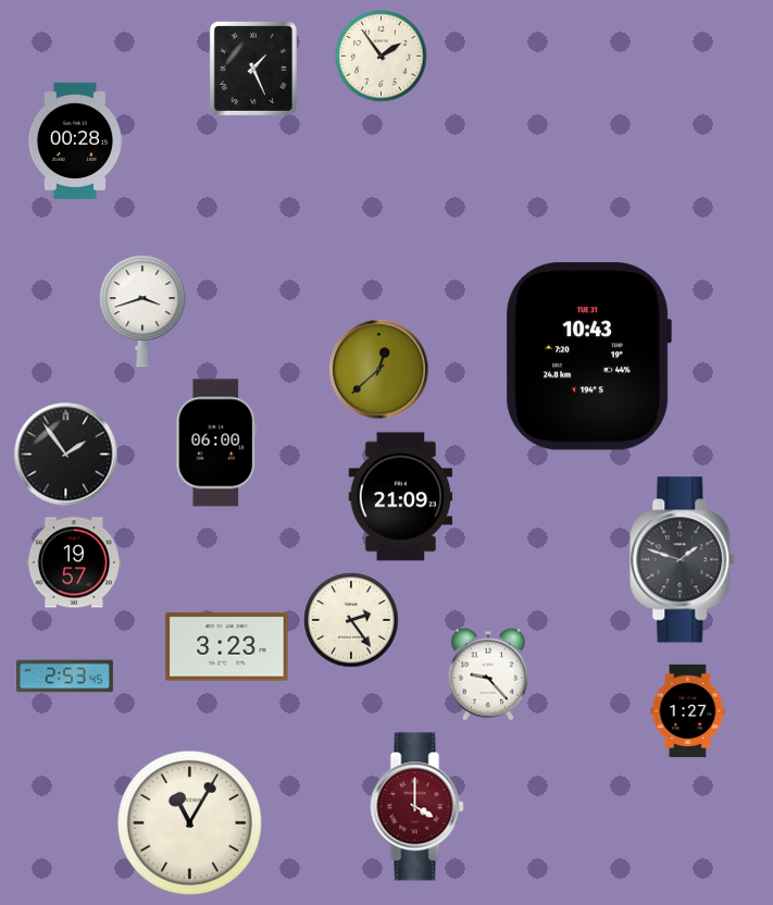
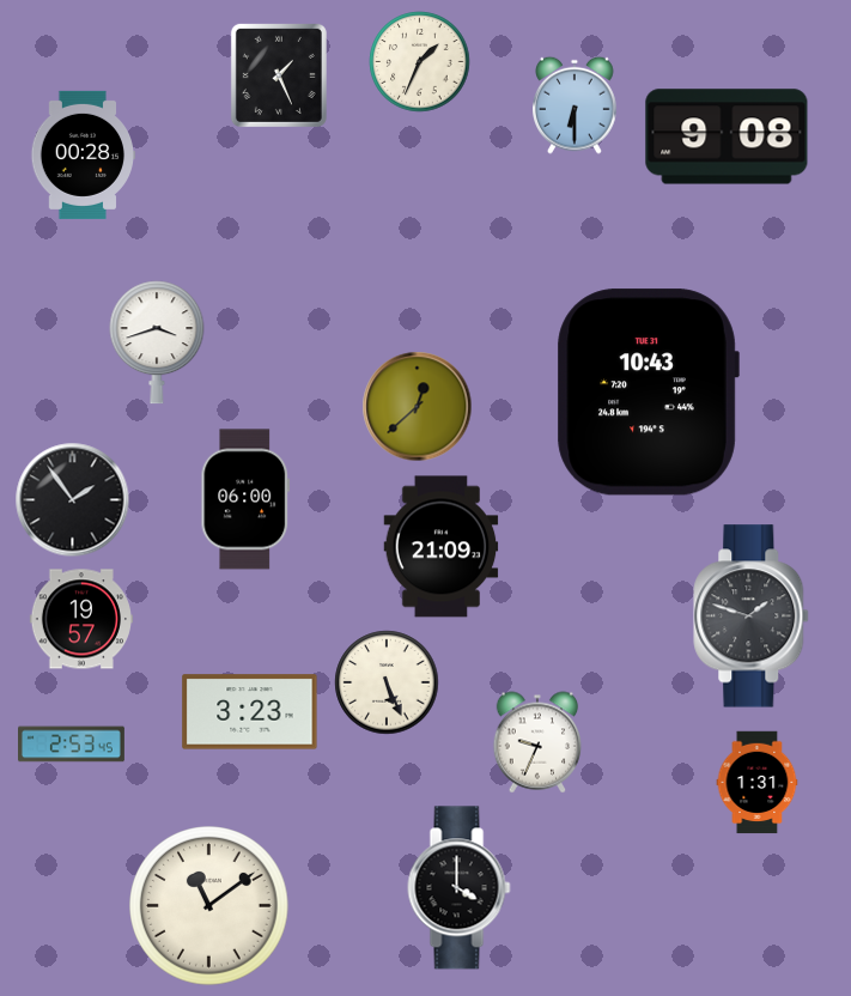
clock at (382, 57): 1:54 -> 1:34
clock at (576, 105): none -> 6:30
clock at (727, 136): none -> 9:08
clock at (216, 443) position: (216, 443) -> (245, 499)
clock at (351, 620): 2:24 -> 5:26
clock at (488, 674): 9:23 -> 9:34
clock at (688, 711): 1:27 -> 1:31
clock at (417, 807) dial: burgundy -> black
clock at (190, 823): 11:05 -> 11:09
